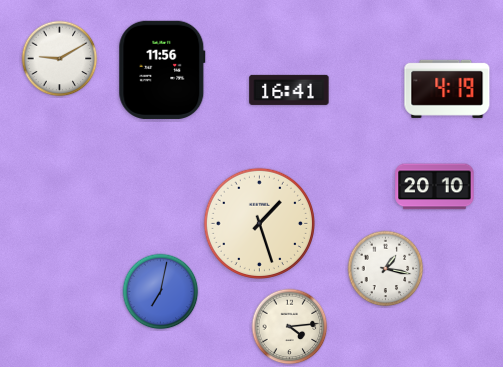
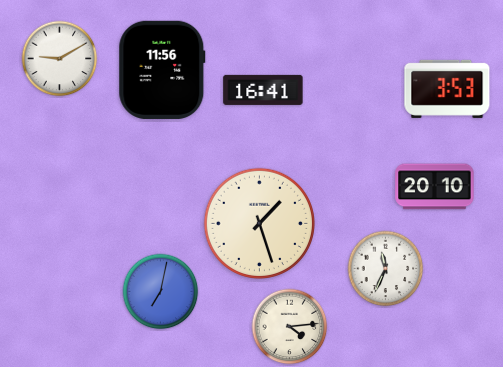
clock at (447, 89): 4:19 -> 3:53
clock at (289, 90) position: (289, 90) -> (263, 90)
clock at (386, 269): 1:17 -> 11:34
